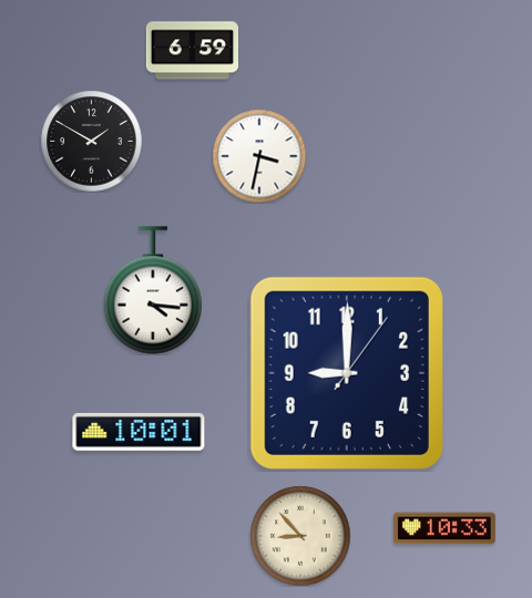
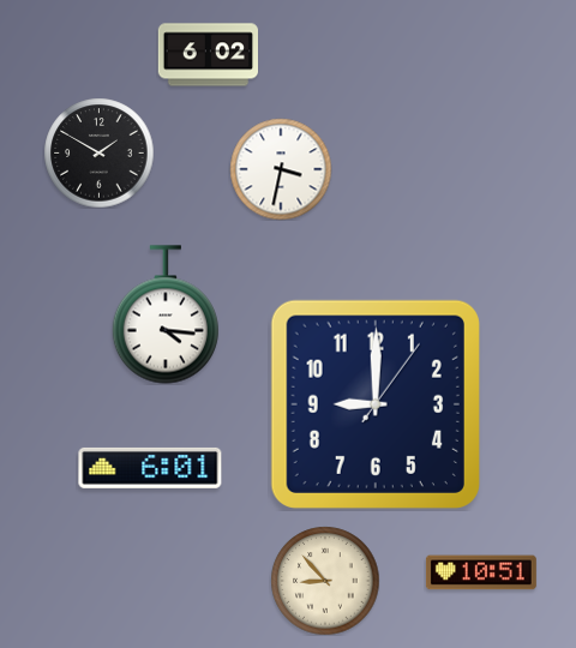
clock at (192, 51): 6:59 -> 6:02
clock at (139, 432): 10:01 -> 6:01
clock at (444, 528): 10:33 -> 10:51
